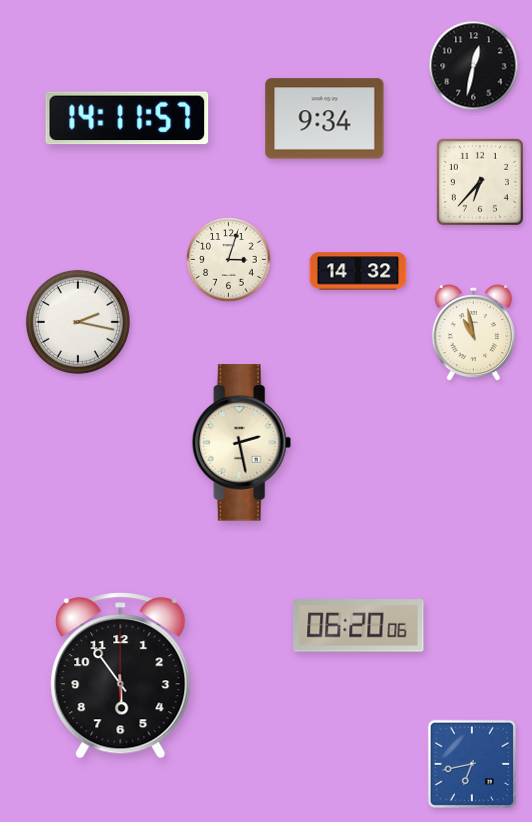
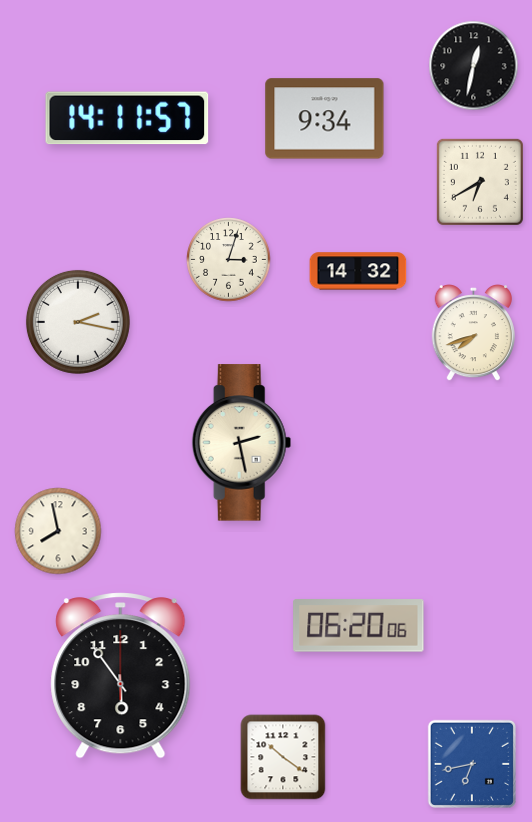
clock at (480, 182): 6:37 -> 6:40
clock at (473, 333): 10:58 -> 7:42
clock at (58, 531): none -> 7:58
clock at (283, 757): none -> 10:21
